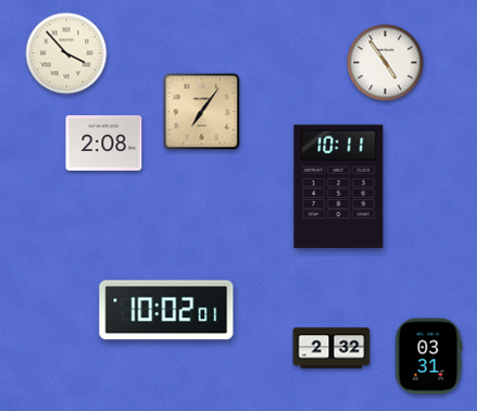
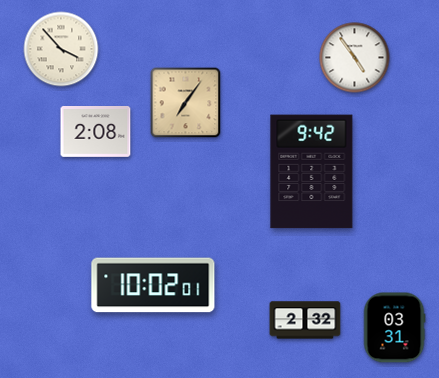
clock at (339, 187): 10:11 -> 9:42
